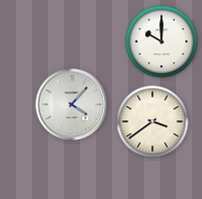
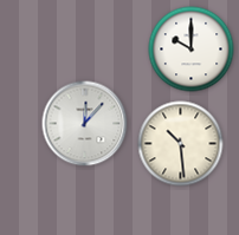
clock at (72, 105): 4:07 -> 12:07
clock at (153, 122): 3:39 -> 10:29
